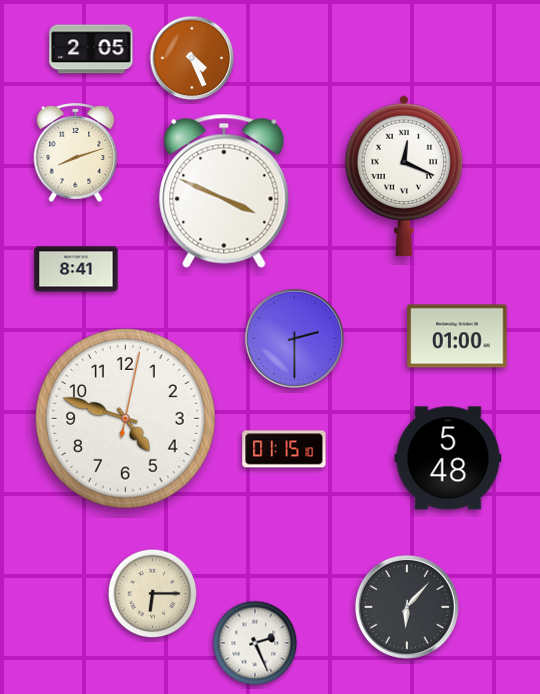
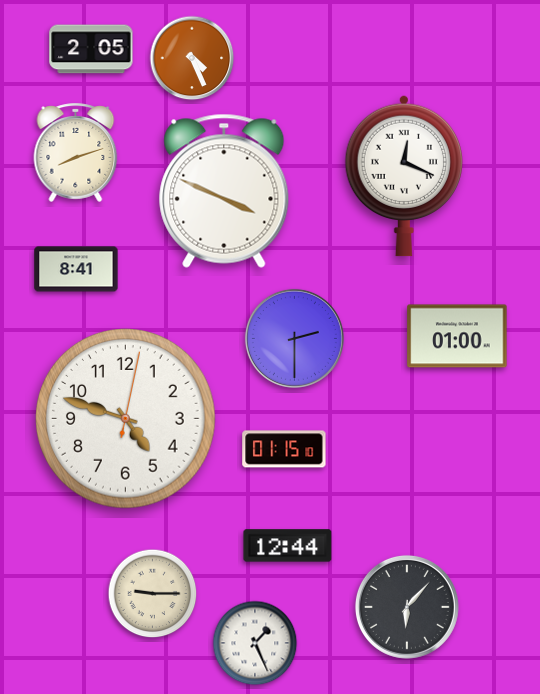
clock at (448, 458): 5:48 -> none
clock at (288, 546): none -> 12:44
clock at (153, 594): 6:15 -> 9:15
clock at (255, 643): 2:26 -> 1:26
